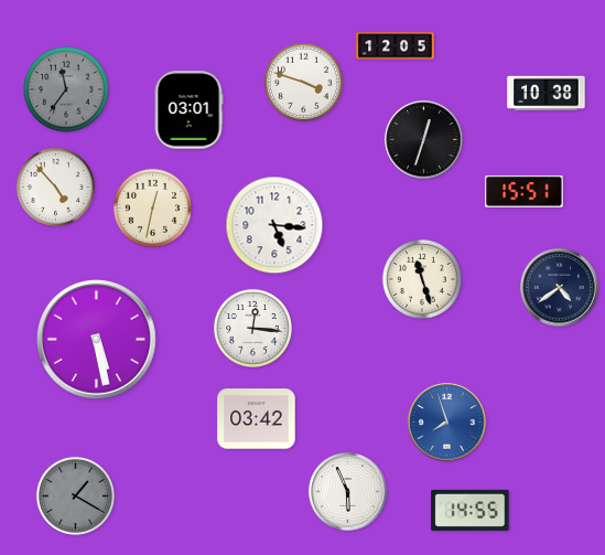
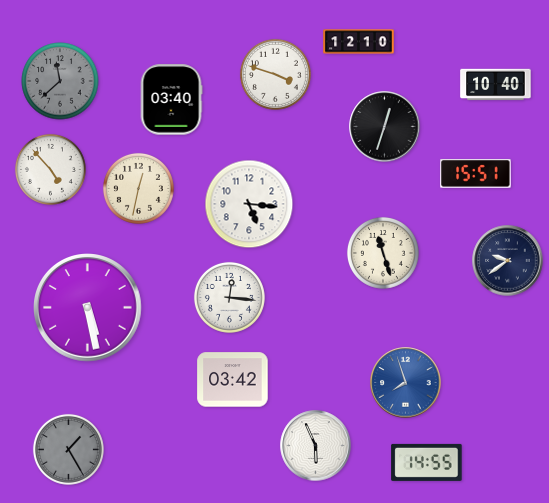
clock at (396, 46): 12:05 -> 12:10
clock at (66, 89): 11:36 -> 11:38
clock at (547, 94): 10:38 -> 10:40
clock at (188, 110): 03:01 -> 03:40
clock at (560, 288): 4:39 -> 9:39
clock at (75, 495): 1:20 -> 1:25
